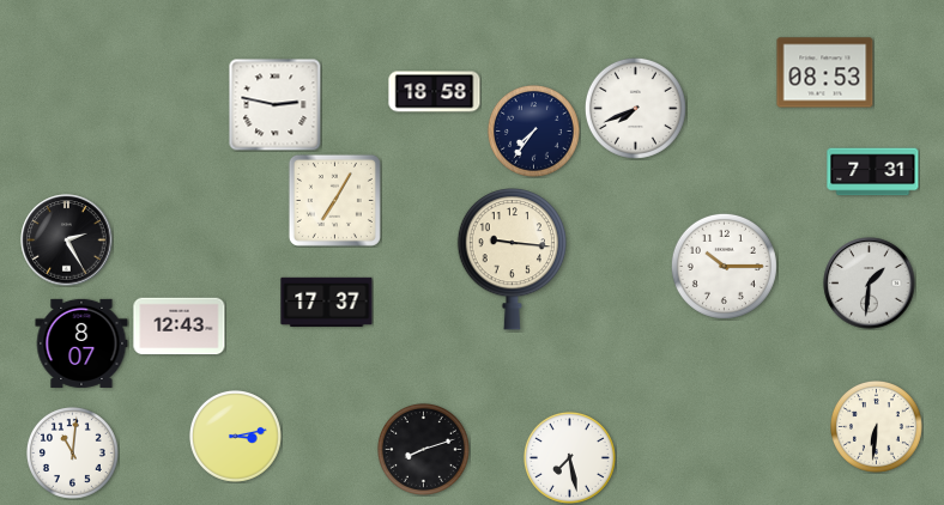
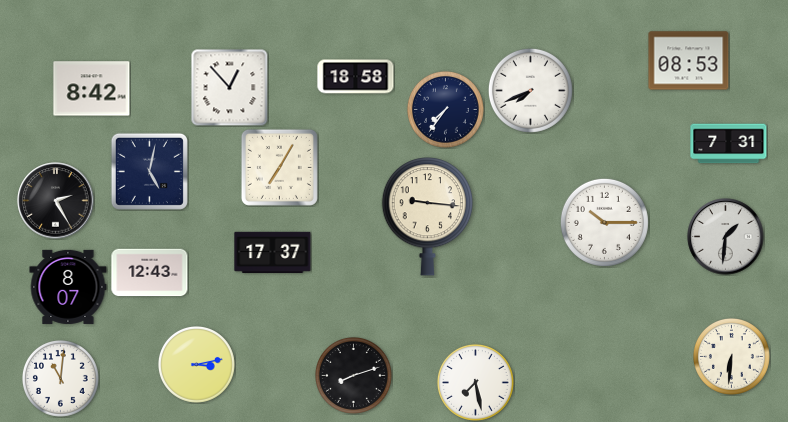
clock at (435, 92) position: (435, 92) -> (356, 77)
clock at (274, 104): 2:47 -> 12:53
clock at (92, 89): none -> 8:42
clock at (149, 171): none -> 5:02
